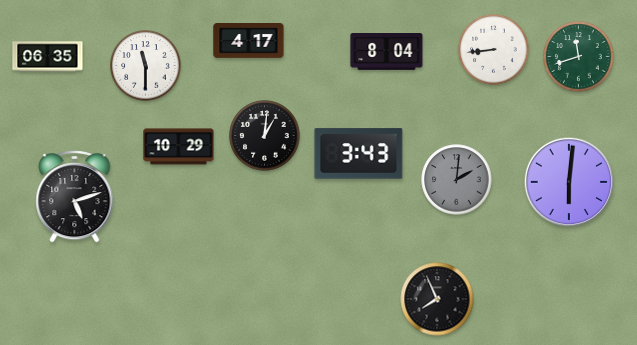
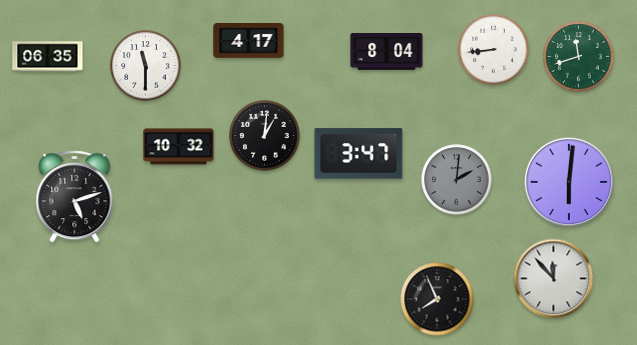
clock at (179, 147): 10:29 -> 10:32
clock at (359, 154): 3:43 -> 3:47
clock at (554, 279): none -> 11:53
